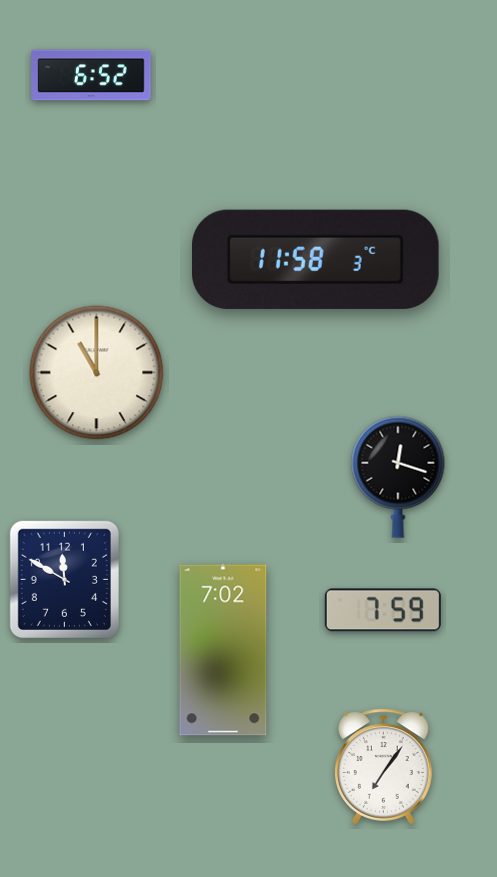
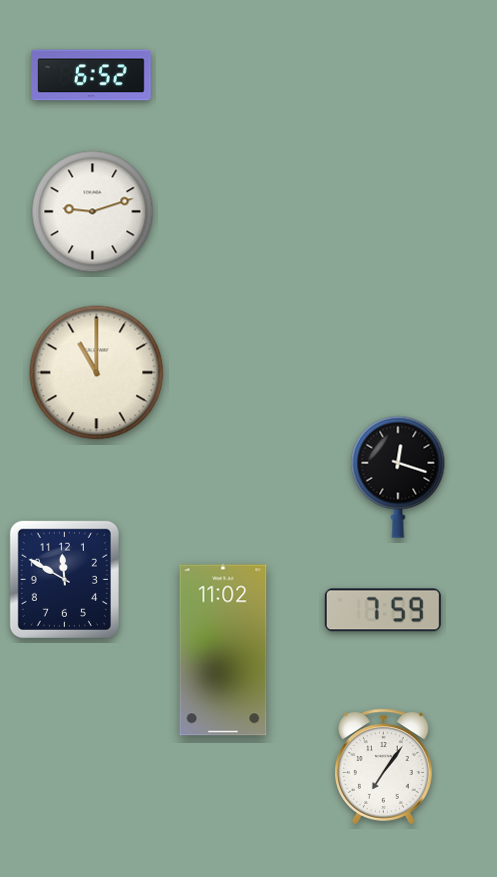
clock at (93, 212): none -> 9:12
clock at (315, 259): 11:58 -> none
clock at (223, 650): 7:02 -> 11:02
